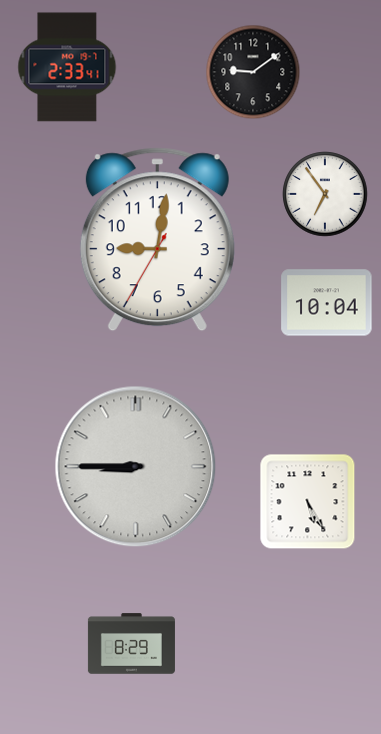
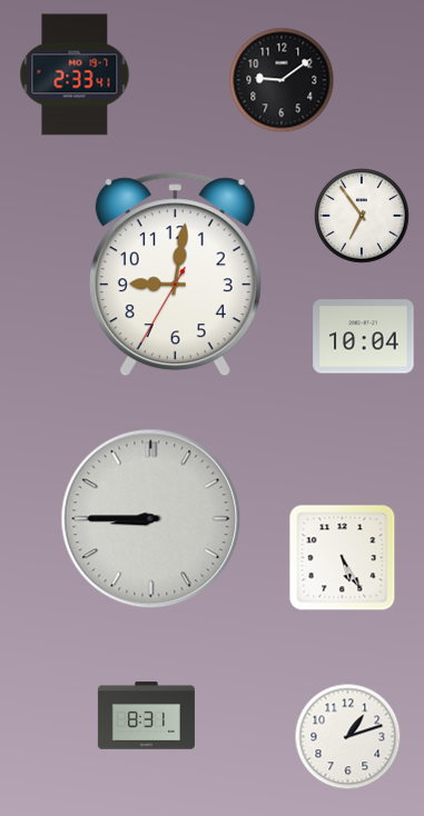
clock at (157, 240) position: (157, 240) -> (175, 275)
clock at (131, 644): 8:29 -> 8:31
clock at (348, 737): none -> 1:12
